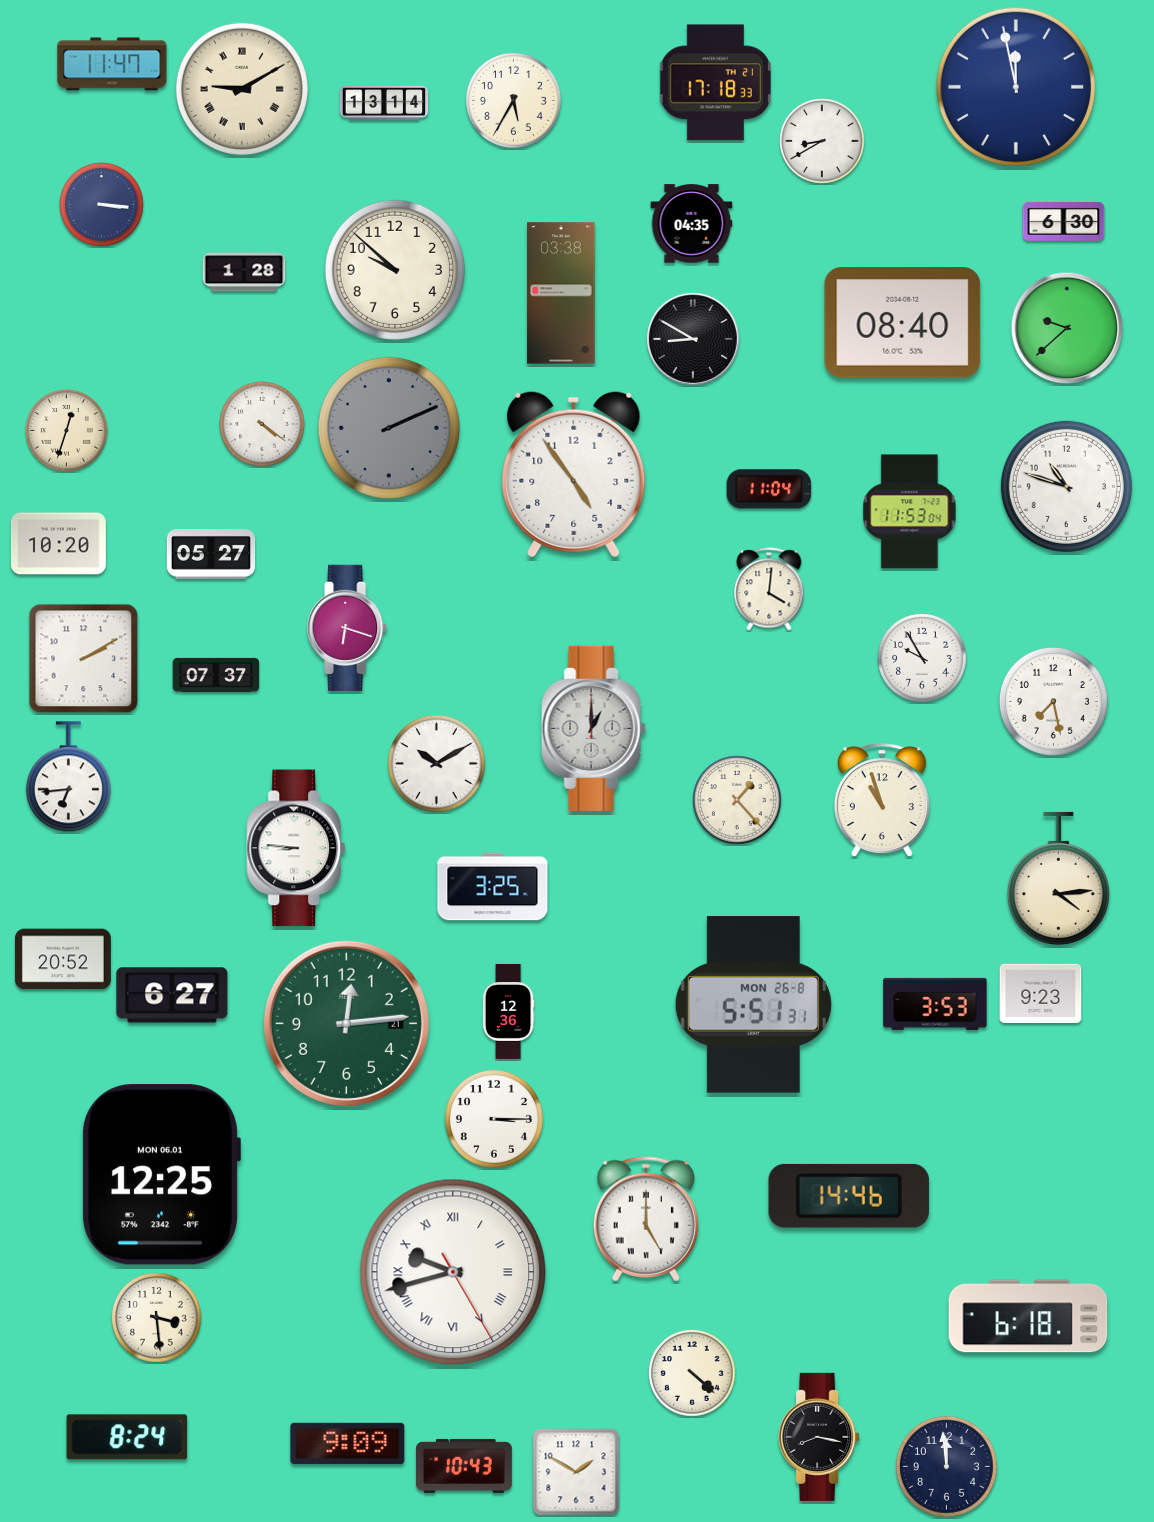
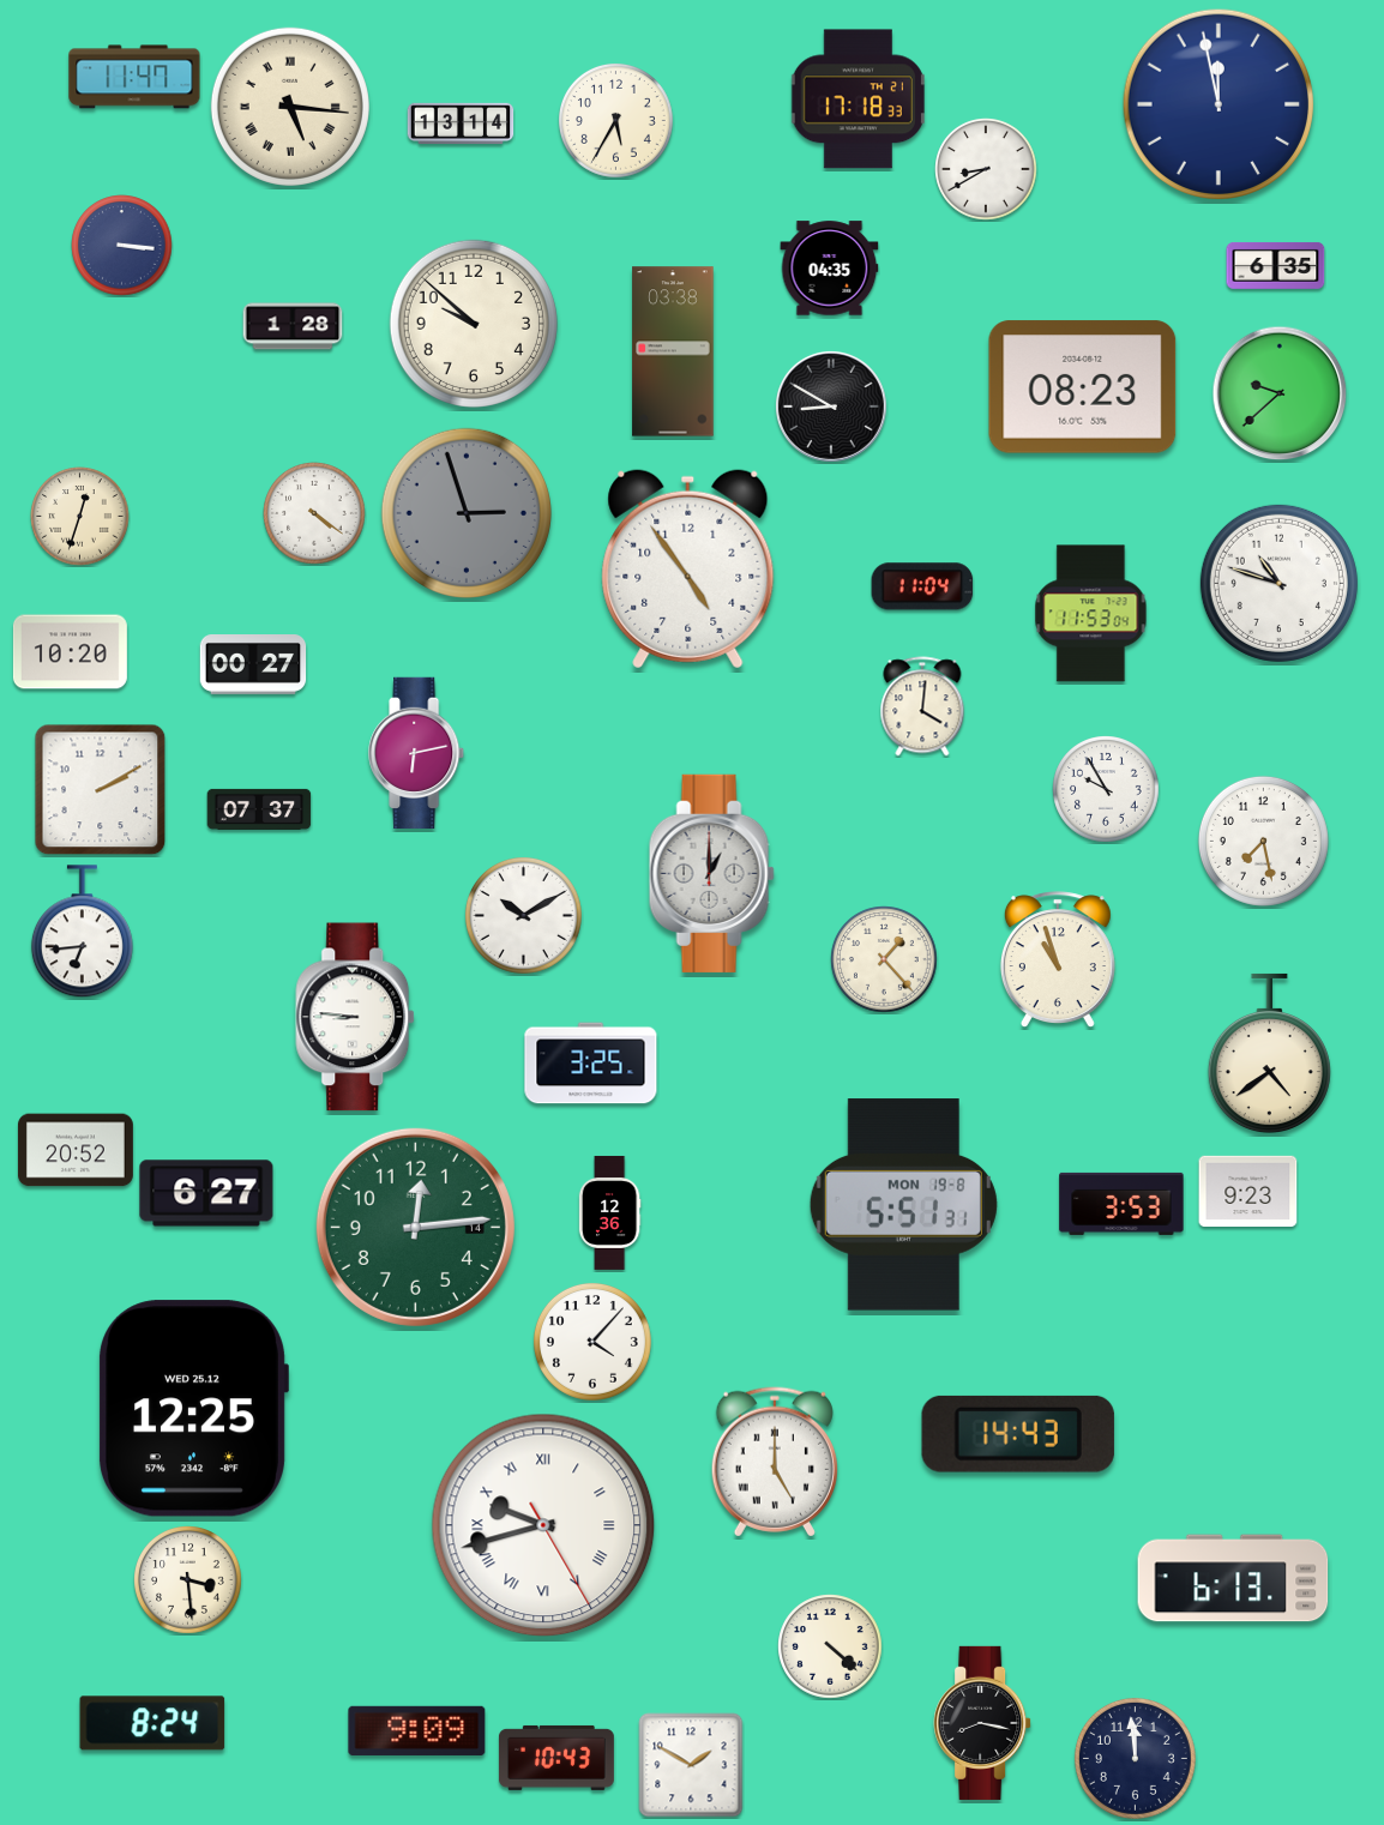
clock at (242, 89): 9:10 -> 5:16
clock at (1064, 221): 6:30 -> 6:35
clock at (903, 323): 08:40 -> 08:23
clock at (262, 424) position: (262, 424) -> (314, 513)
clock at (389, 428): 2:11 -> 2:57
clock at (211, 555): 05:27 -> 00:27
clock at (348, 627): 6:18 -> 6:13
clock at (1058, 879): 4:14 -> 4:39
clock at (753, 1005) date: MON 26-8 -> MON 19-8
clock at (346, 1023) date: 21 -> 14
clock at (494, 1119): 3:15 -> 4:07
clock at (161, 1175) date: MON 06.01 -> WED 25.12
clock at (849, 1196): 14:46 -> 14:43
clock at (1028, 1316): 6:18 -> 6:13
